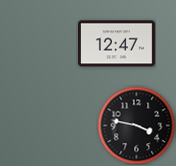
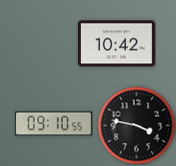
clock at (117, 44): 12:47 -> 10:42
clock at (54, 124): none -> 09:10
